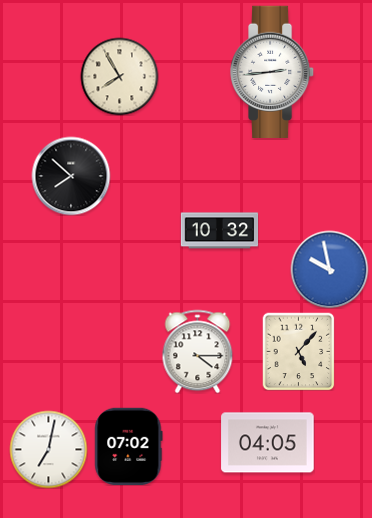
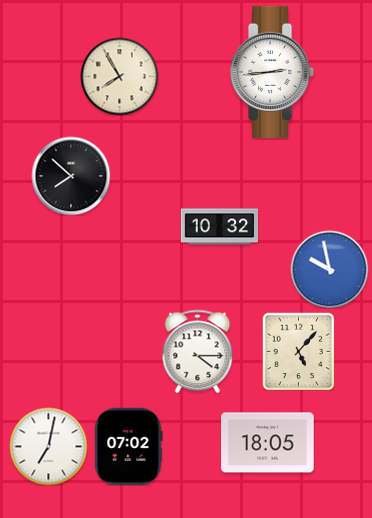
clock at (219, 231) position: (219, 231) -> (219, 227)
clock at (268, 443): 04:05 -> 18:05
clock at (48, 449) position: (48, 449) -> (48, 446)
